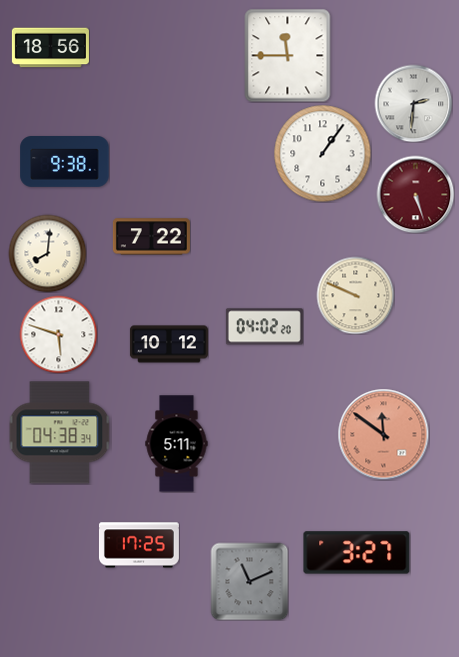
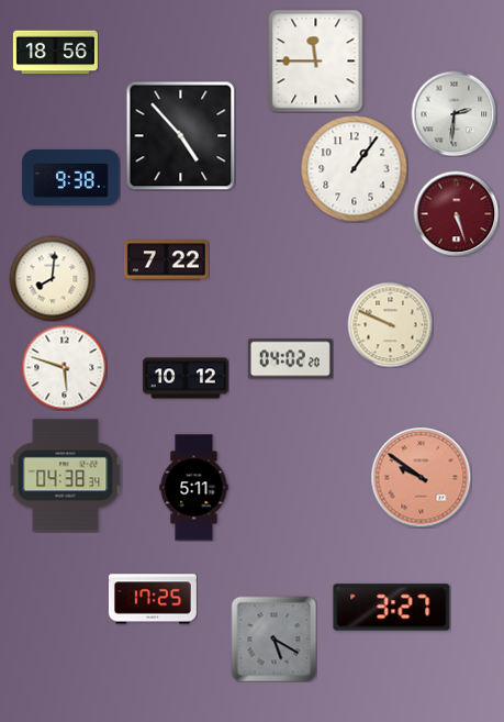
clock at (180, 135): none -> 4:53
clock at (383, 434): 11:51 -> 9:51
clock at (249, 581): 11:11 -> 5:20
